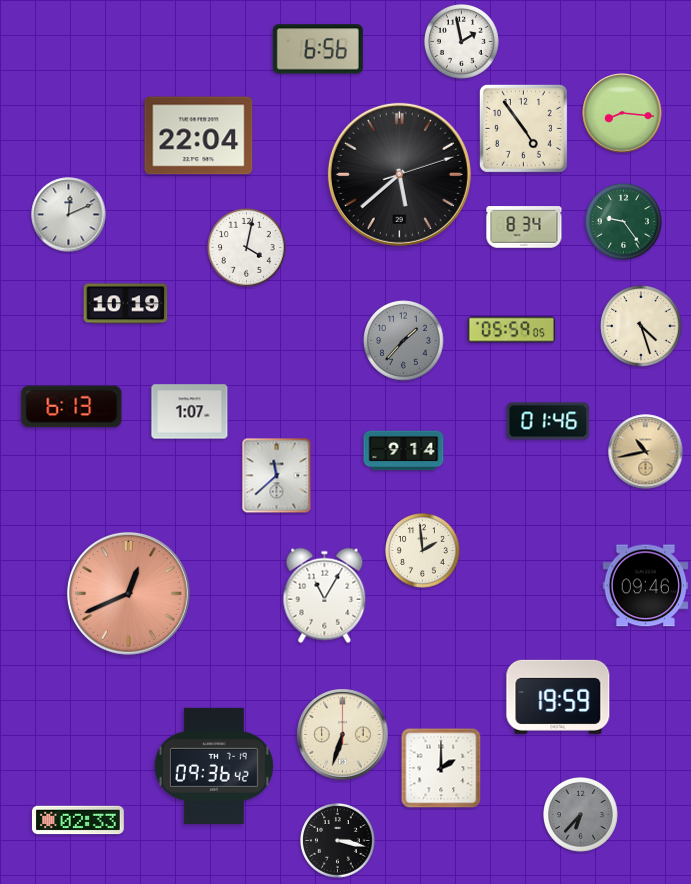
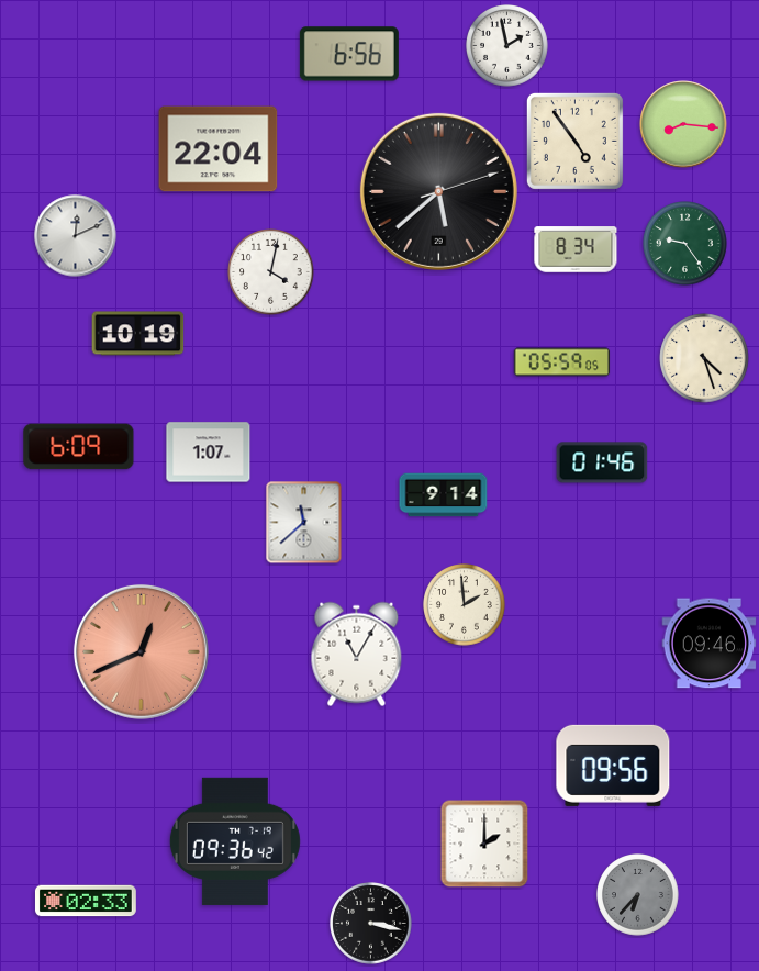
clock at (404, 341): 1:37 -> none
clock at (72, 407): 6:13 -> 6:09
clock at (646, 452): 10:43 -> none
clock at (558, 697): 19:59 -> 09:56
clock at (343, 735): 6:33 -> none
